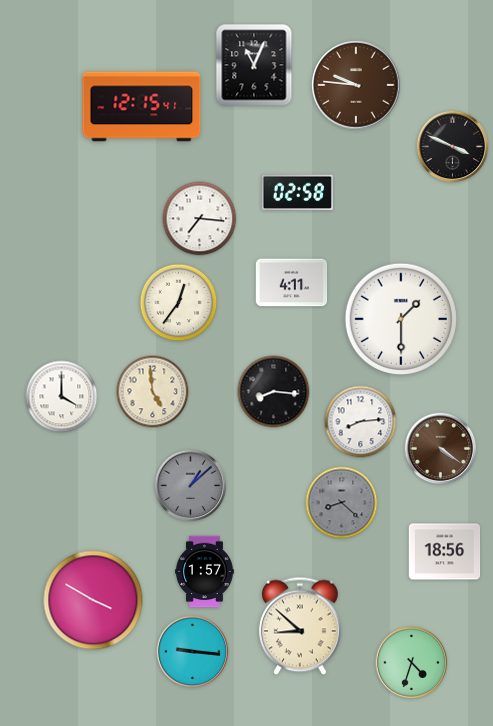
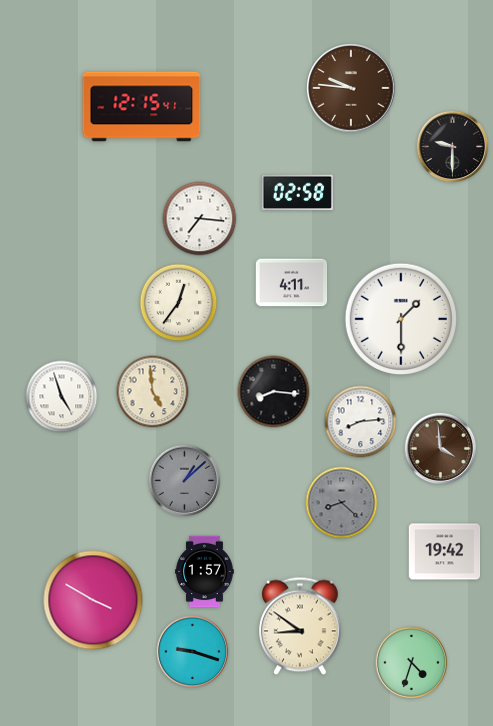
clock at (254, 65): 11:04 -> none
clock at (356, 85) position: (356, 85) -> (351, 88)
clock at (453, 147): 3:49 -> 9:30
clock at (62, 397): 4:00 -> 4:57
clock at (441, 449): 4:21 -> 3:59
clock at (191, 486) position: (191, 486) -> (185, 481)
clock at (445, 552): 18:56 -> 19:42
clock at (301, 626): 8:52 -> 8:51
clock at (193, 652): 9:16 -> 9:18
